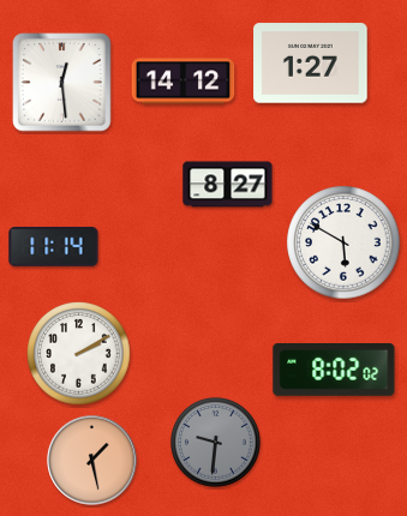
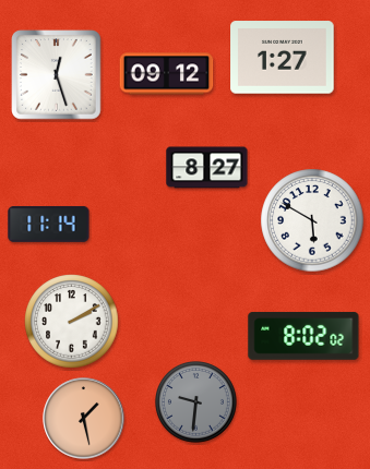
clock at (184, 82): 14:12 -> 09:12
clock at (62, 83): 12:29 -> 12:27
